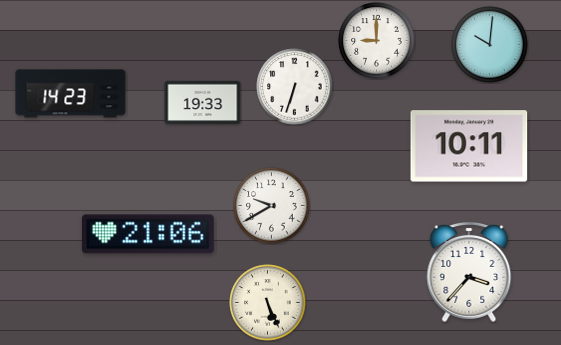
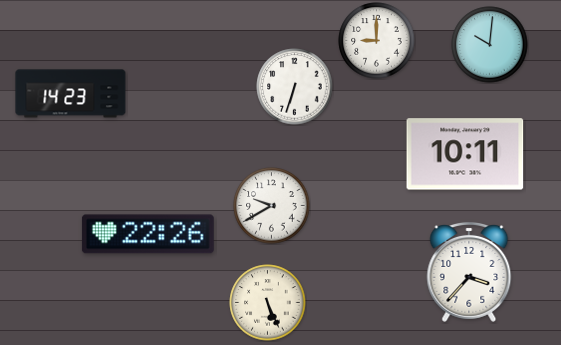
clock at (203, 103): 19:33 -> none
clock at (469, 146) position: (469, 146) -> (465, 154)
clock at (148, 234): 21:06 -> 22:26
